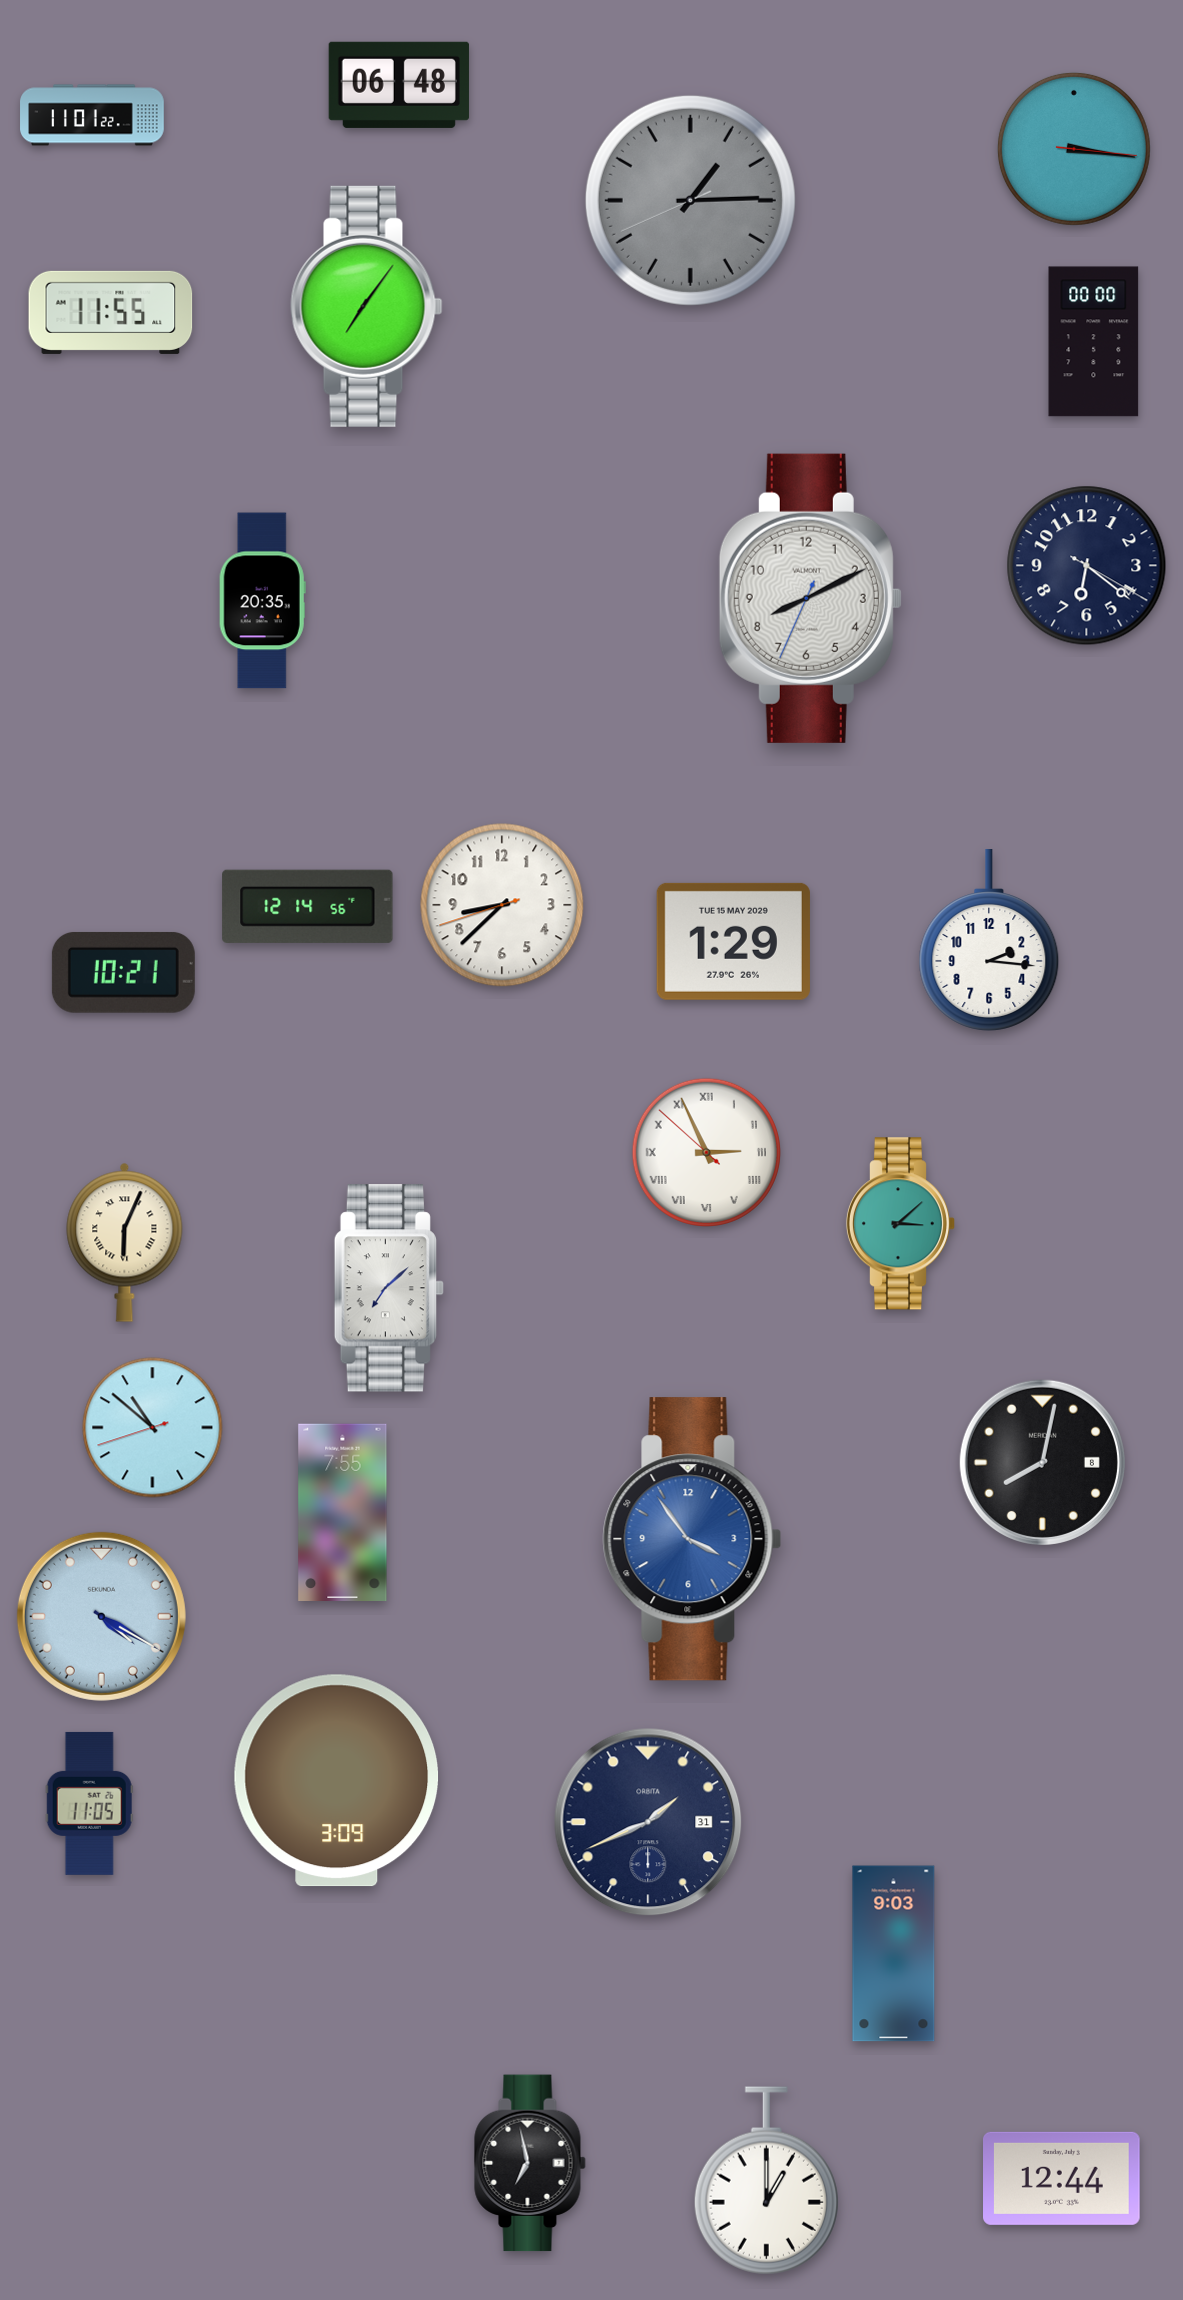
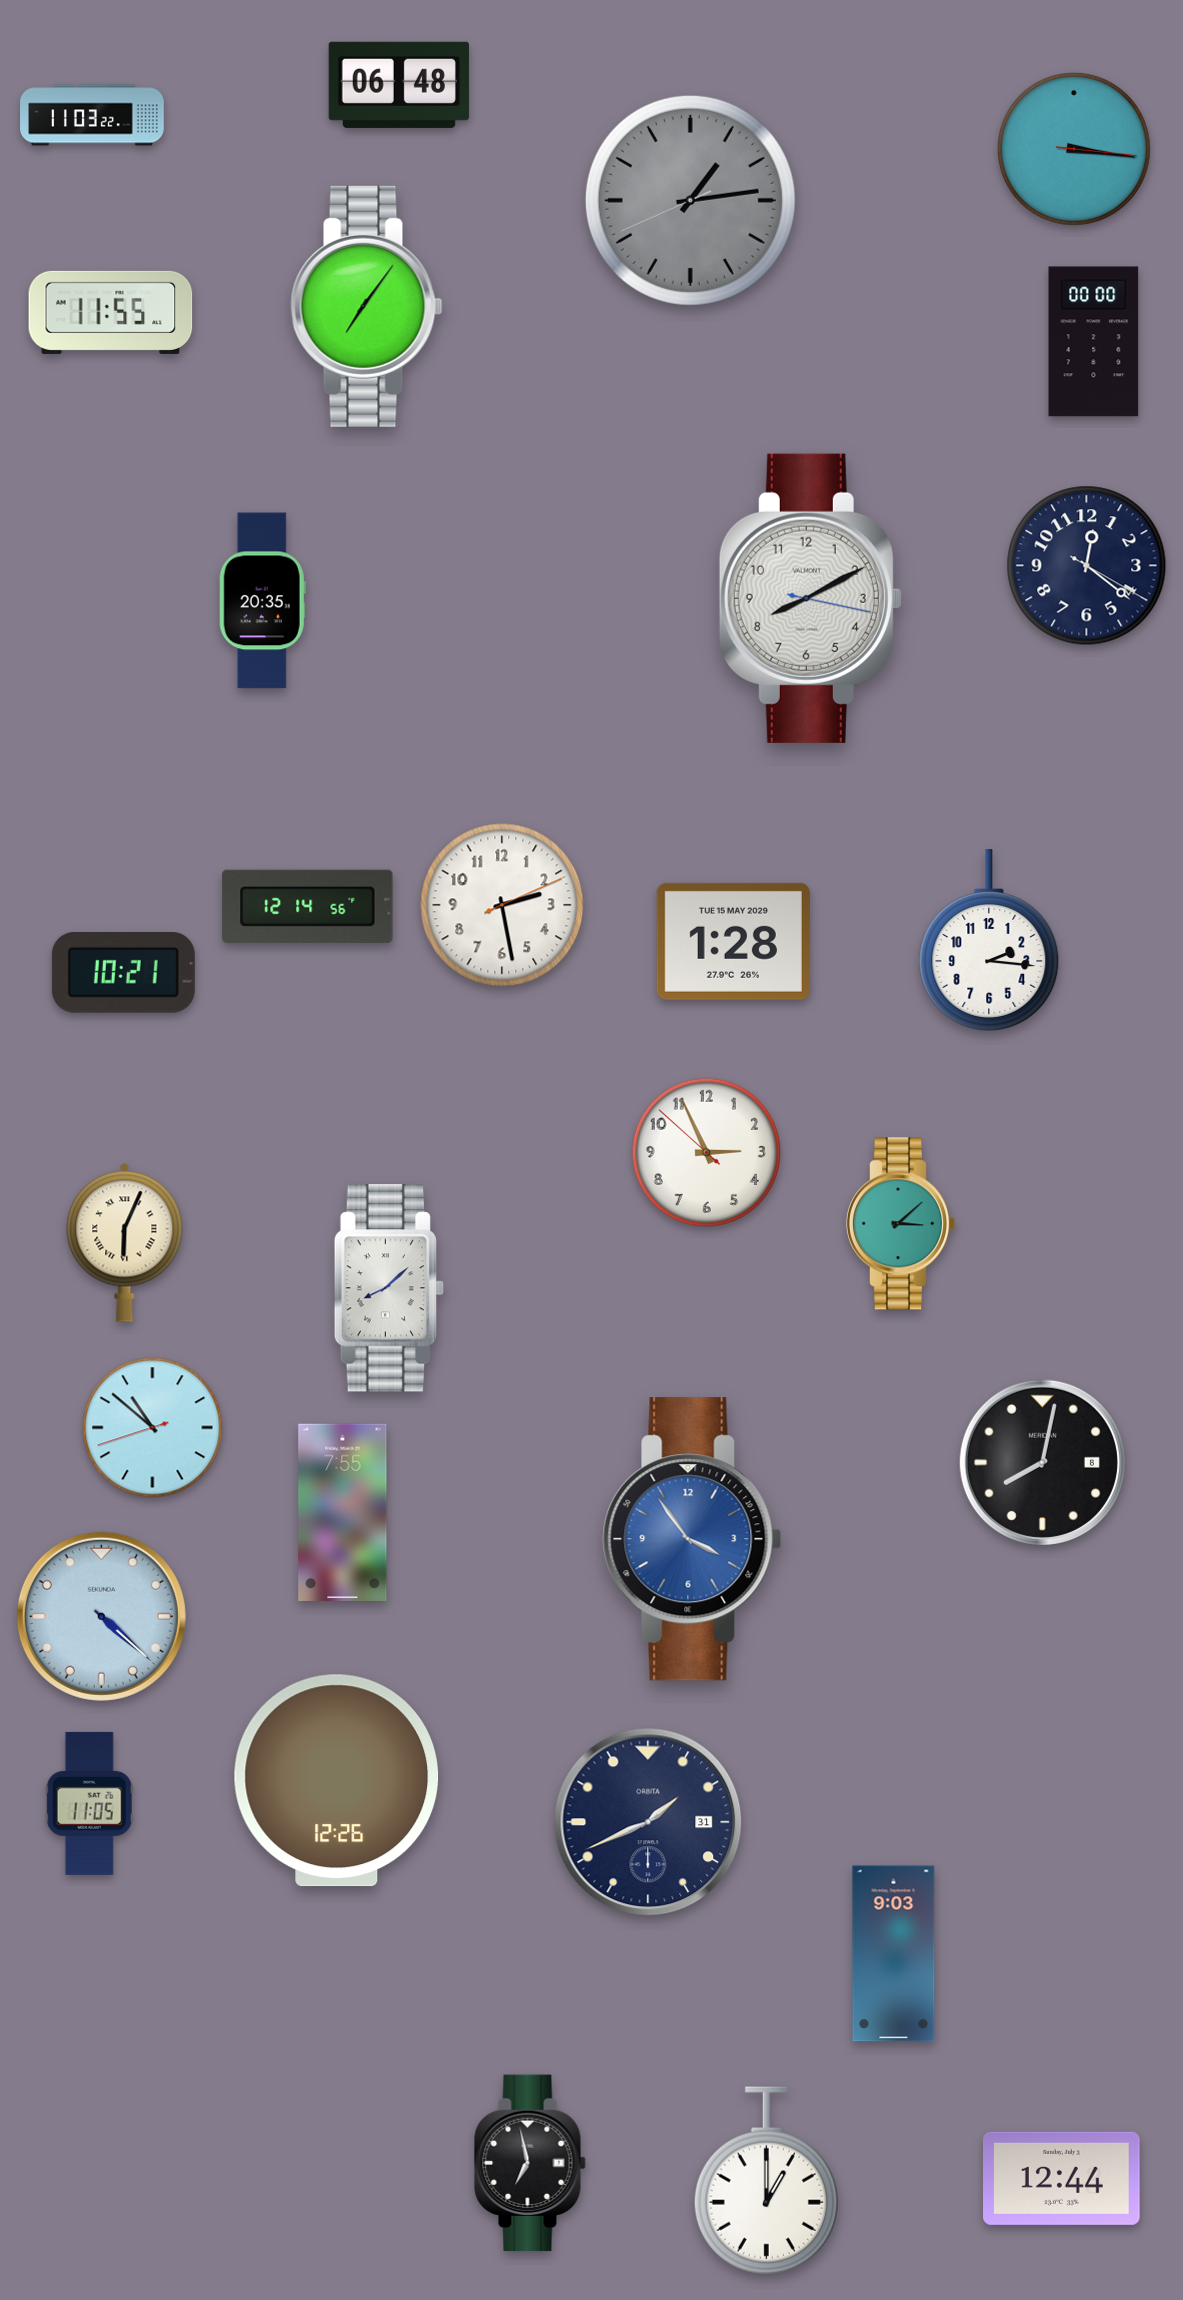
clock at (92, 115): 11:01 -> 11:03
clock at (690, 200): 1:14 -> 1:13
clock at (1087, 566): 6:21 -> 12:21
clock at (810, 598): 8:10:34 -> 8:10:17
clock at (502, 905): 8:37 -> 2:28
clock at (733, 941): 1:29 -> 1:28
clock at (706, 1152) numerals: Roman -> Arabic
clock at (389, 1288): 7:08 -> 8:08
clock at (101, 1616): 4:20 -> 4:22
clock at (337, 1781): 3:09 -> 12:26
